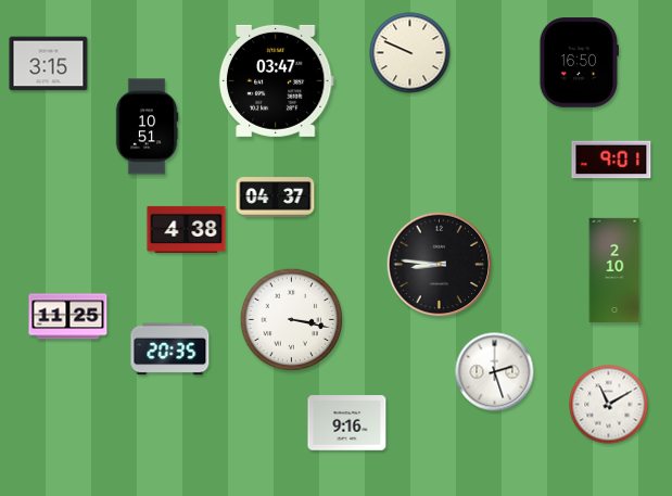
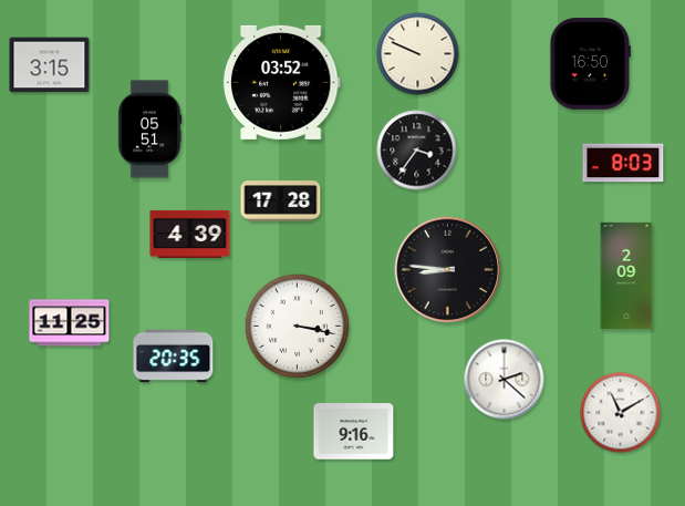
clock at (276, 80): 03:47 -> 03:52
clock at (147, 127): 10:51 -> 05:51
clock at (417, 151): none -> 3:36
clock at (611, 160): 9:01 -> 8:03
clock at (276, 198): 04:37 -> 17:28
clock at (187, 229): 4:38 -> 4:39
clock at (614, 269): 2:10 -> 2:09
clock at (495, 372): 2:27 -> 2:22
